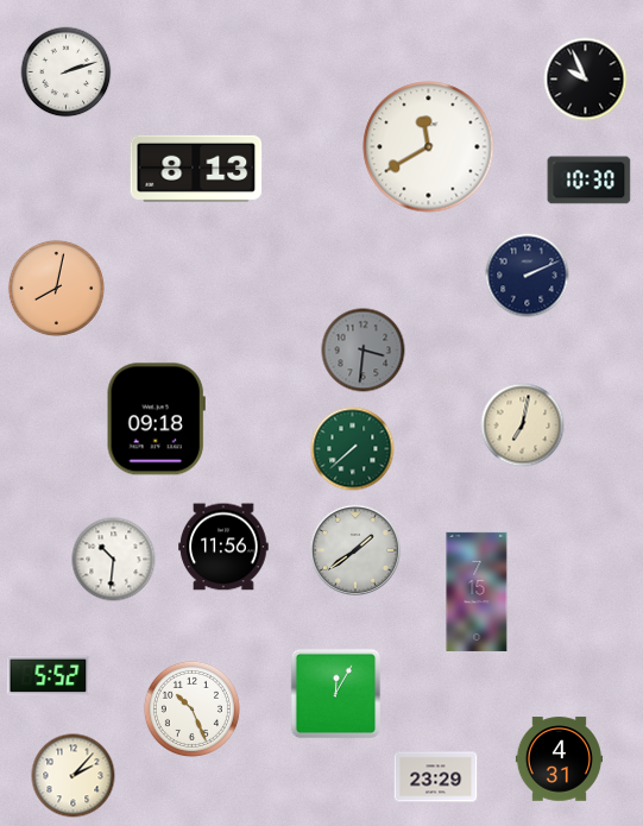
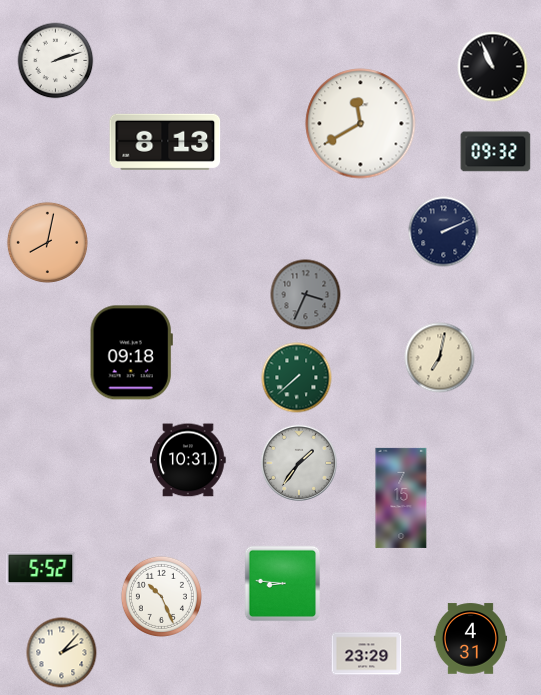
clock at (586, 80): 9:56 -> 10:56
clock at (590, 181): 10:30 -> 09:32
clock at (364, 351): 3:31 -> 3:34
clock at (223, 547): 11:56 -> 10:31
clock at (355, 550): 1:39 -> 1:36
clock at (114, 560): 10:31 -> none
clock at (336, 694): 12:05 -> 8:46
